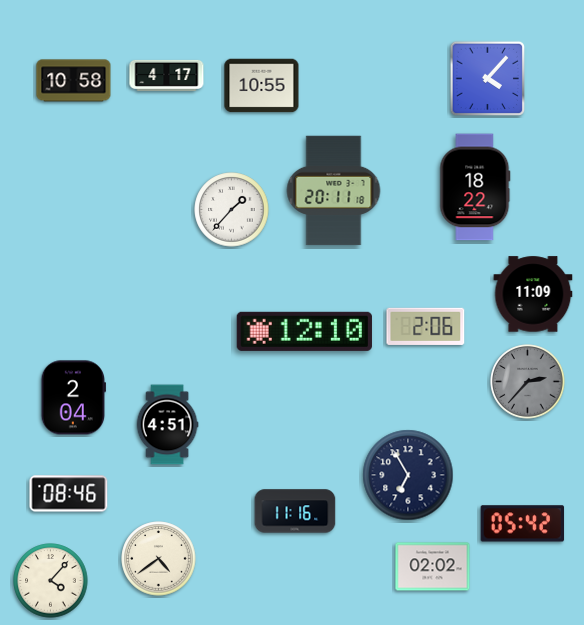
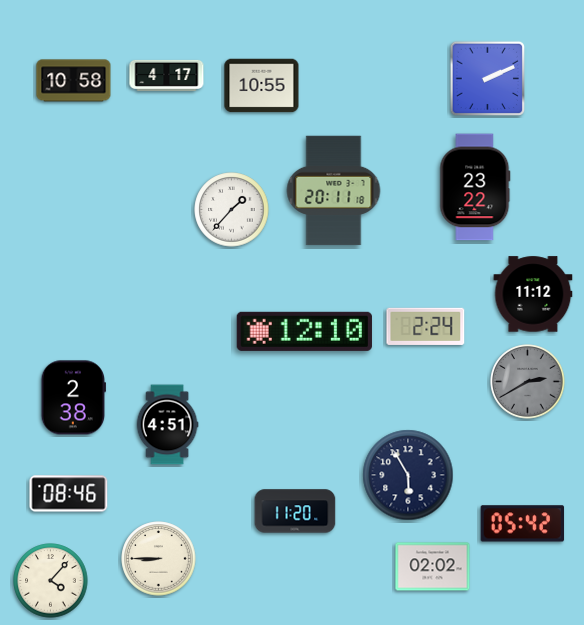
clock at (488, 79): 4:07 -> 2:11
clock at (475, 187): 18:22 -> 23:22
clock at (533, 294): 11:09 -> 11:12
clock at (426, 326): 2:06 -> 2:24
clock at (528, 382): 2:37 -> 2:40
clock at (73, 398): 2:04 -> 2:38
clock at (408, 475): 6:55 -> 5:55
clock at (295, 511): 11:16 -> 11:20
clock at (159, 559): 4:39 -> 8:45
